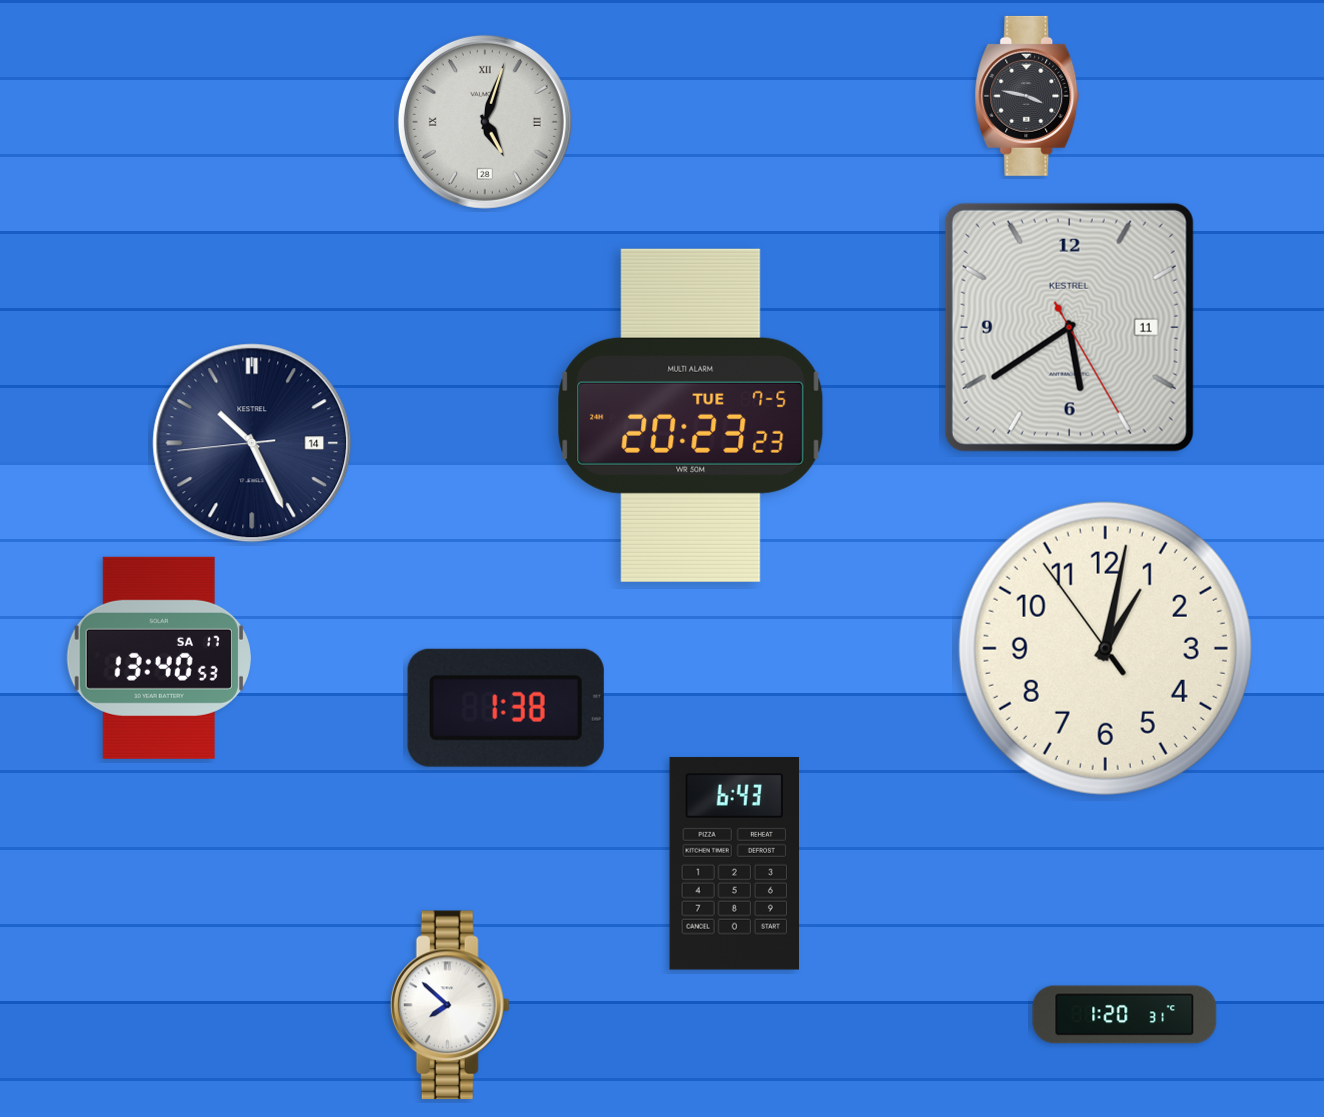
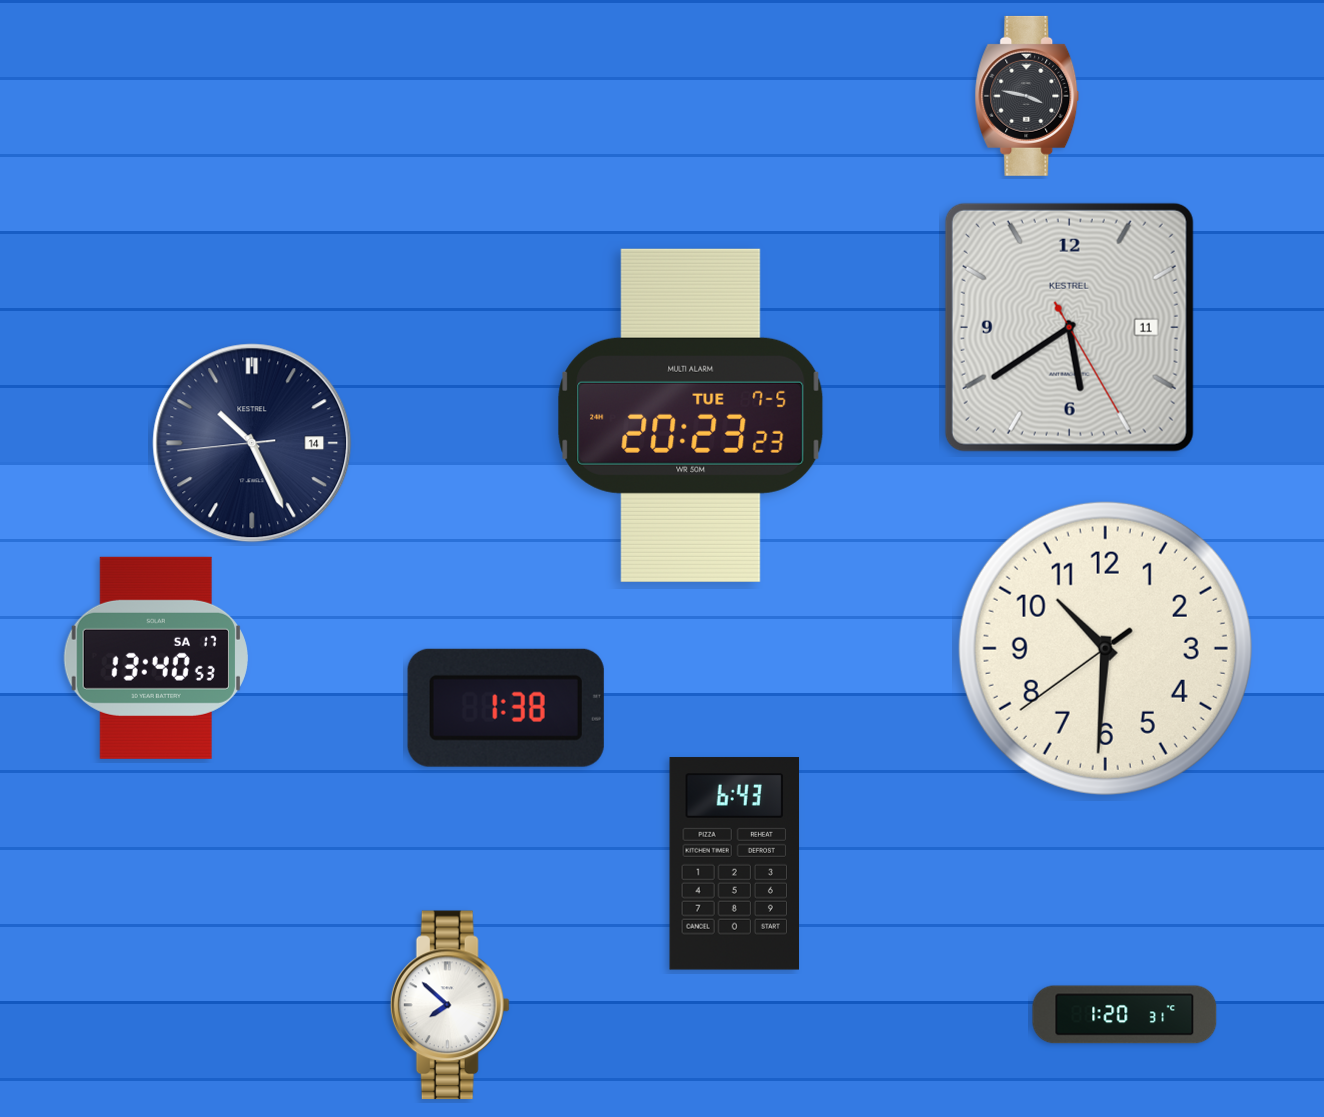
clock at (485, 122): 5:03 -> none
clock at (1105, 648): 1:01 -> 10:30
clock at (159, 658) position: (159, 658) -> (156, 658)
